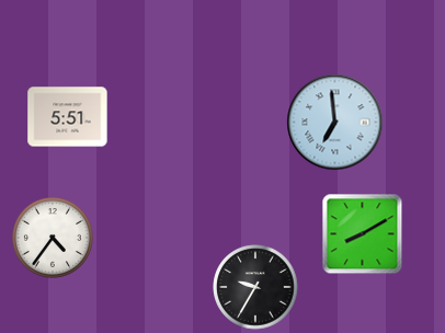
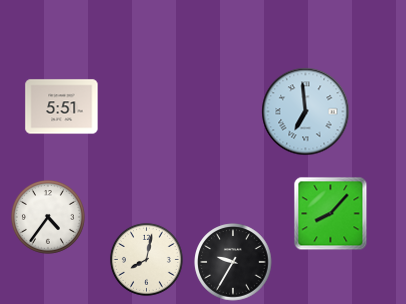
clock at (363, 234): 8:10 -> 8:07
clock at (146, 259): none -> 8:02
